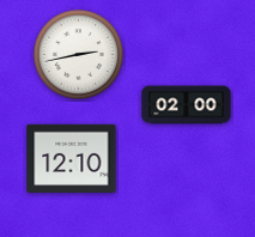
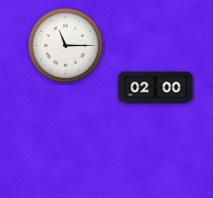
clock at (78, 54): 2:43 -> 11:15
clock at (72, 158): 12:10 -> none
